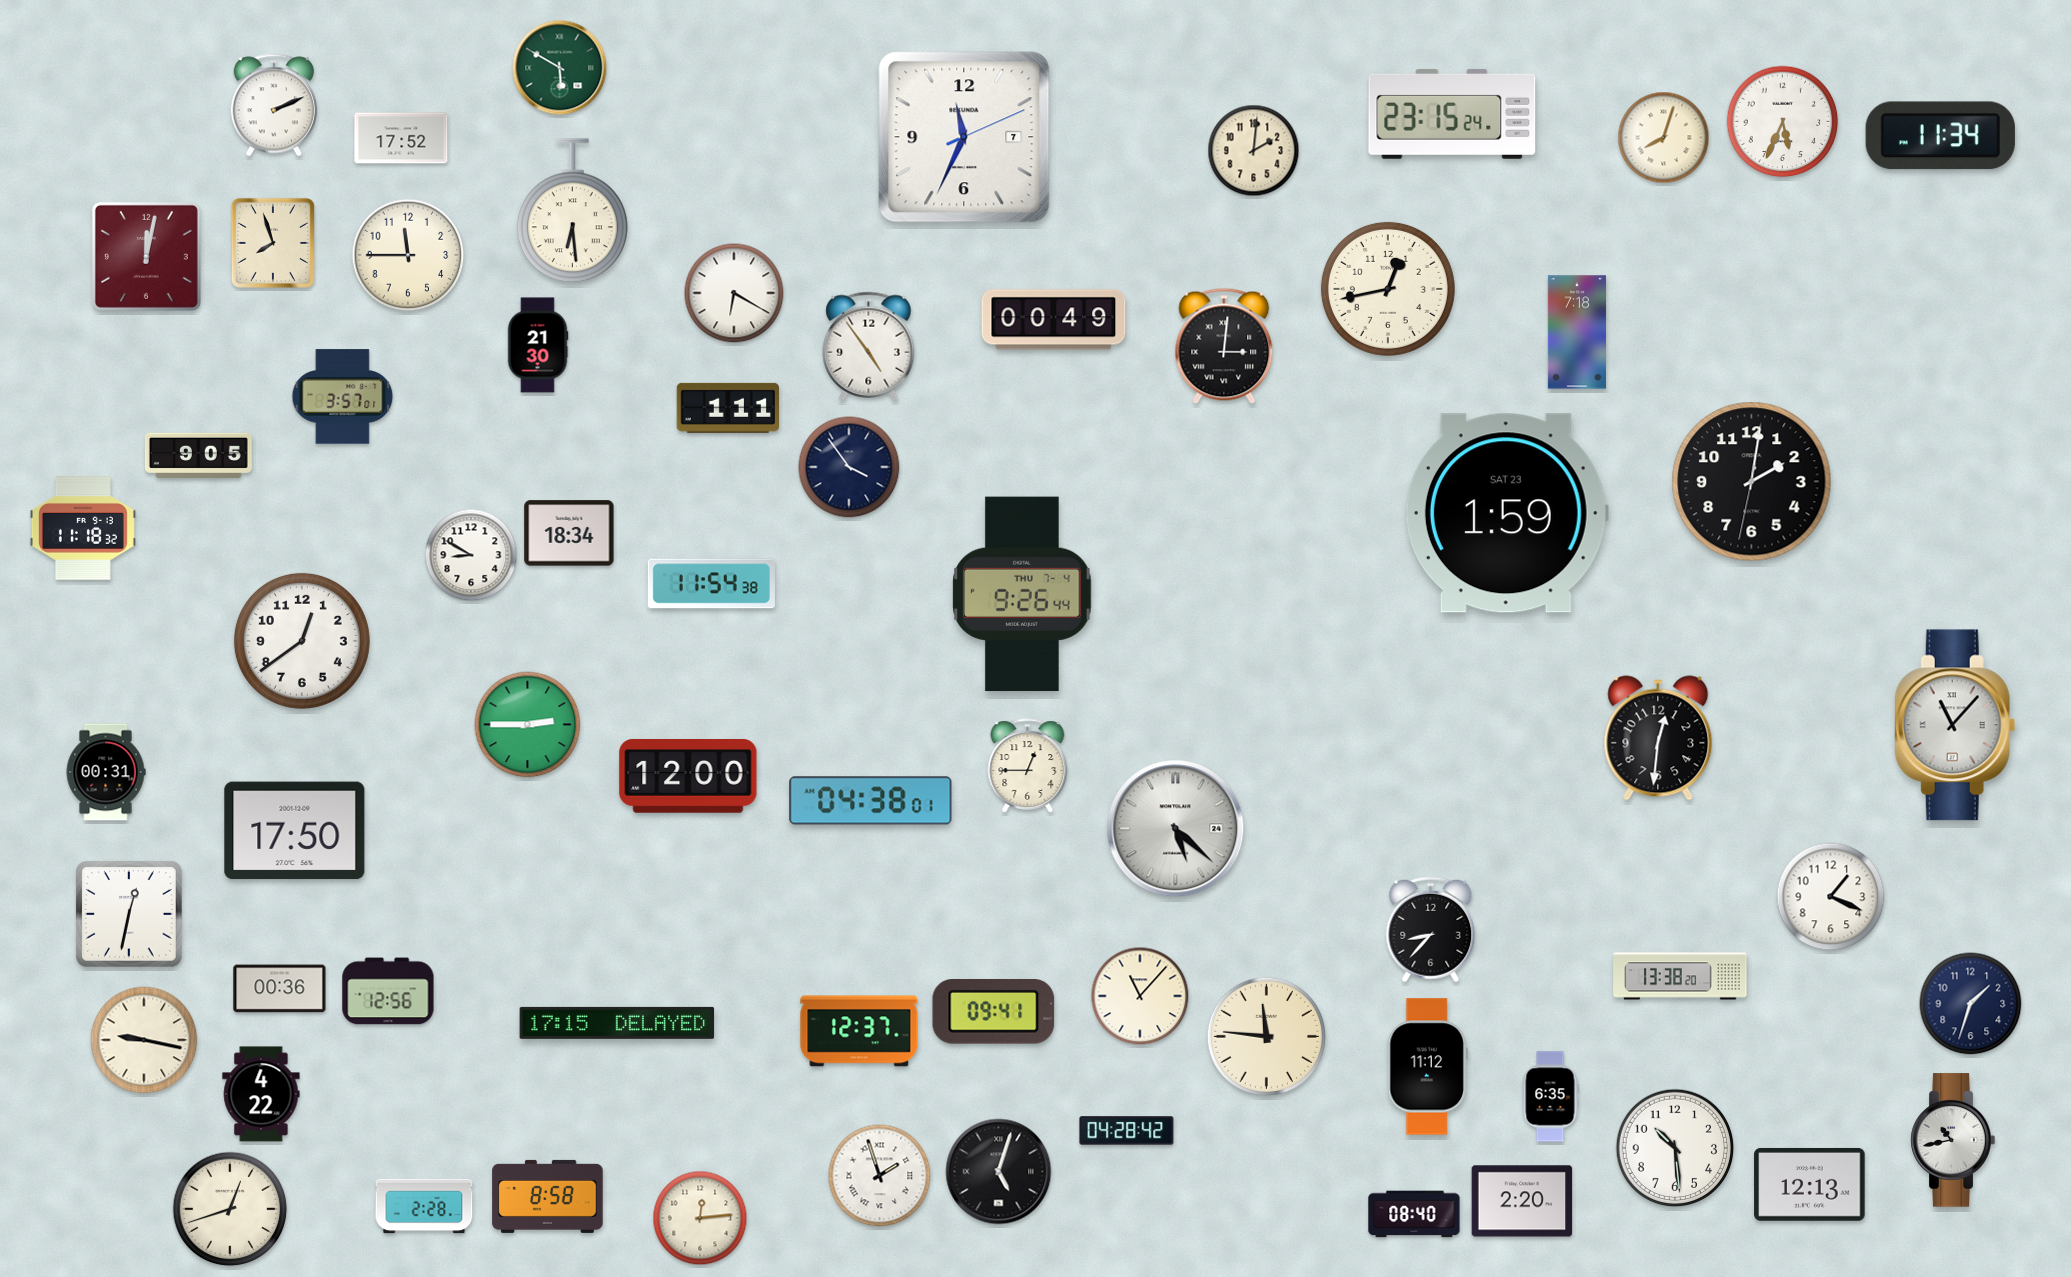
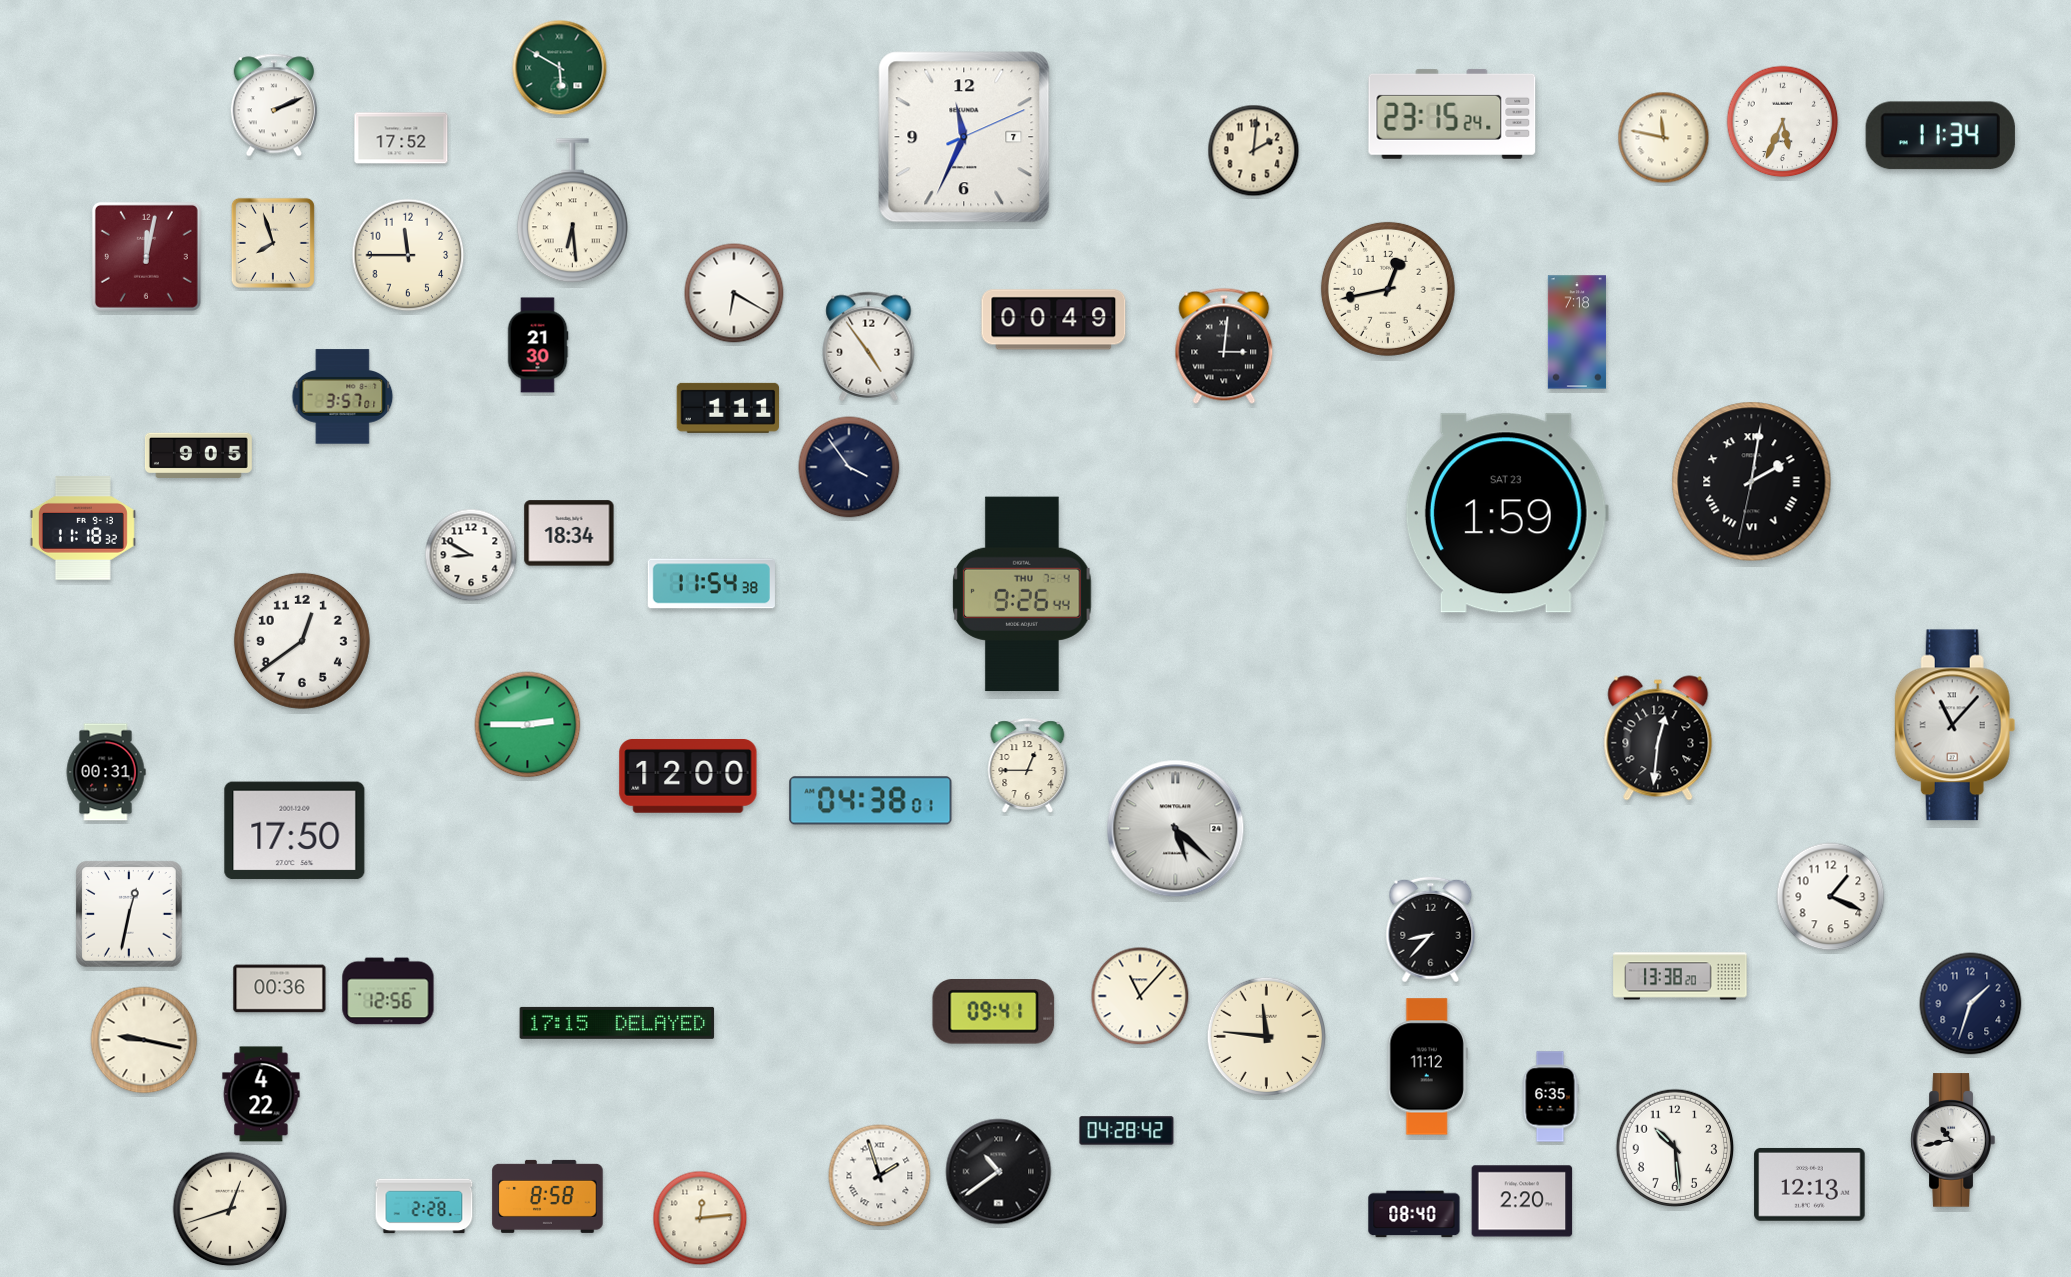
clock at (1664, 138): 8:03 -> 11:47
clock at (1752, 482) numerals: Arabic -> Roman
clock at (859, 1031): 12:37 -> none
clock at (999, 1172): 5:03 -> 10:39
